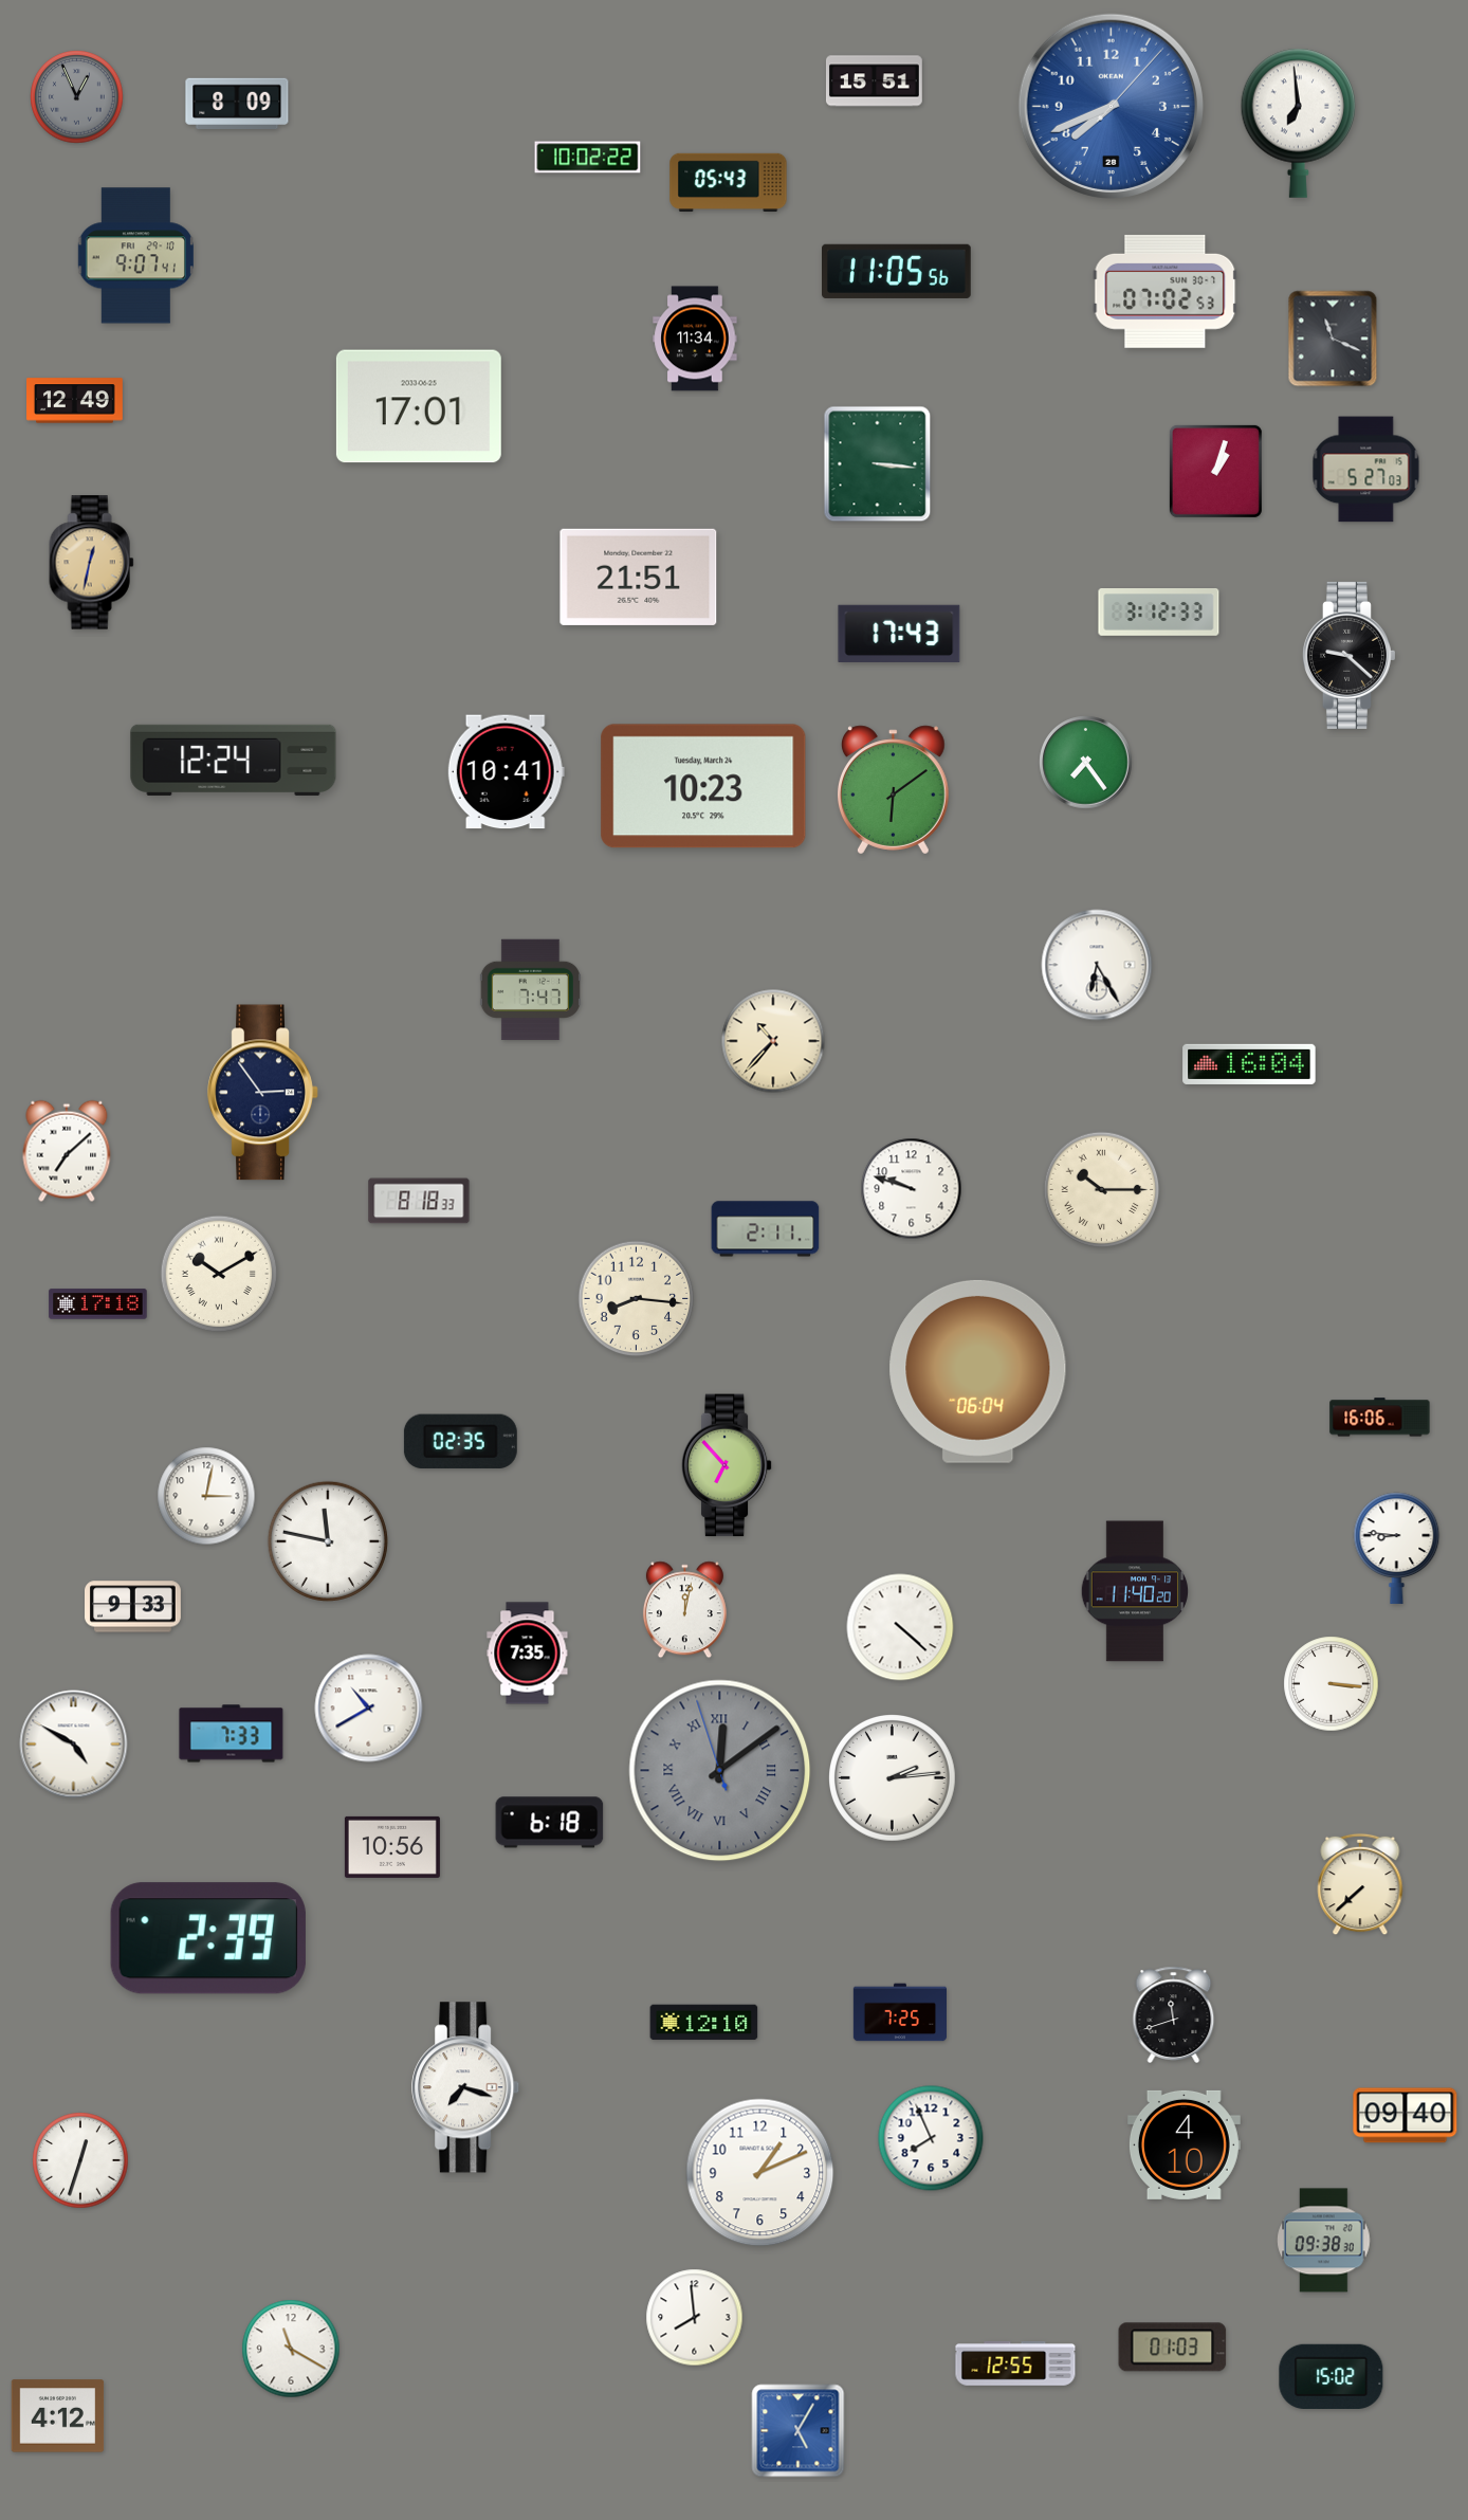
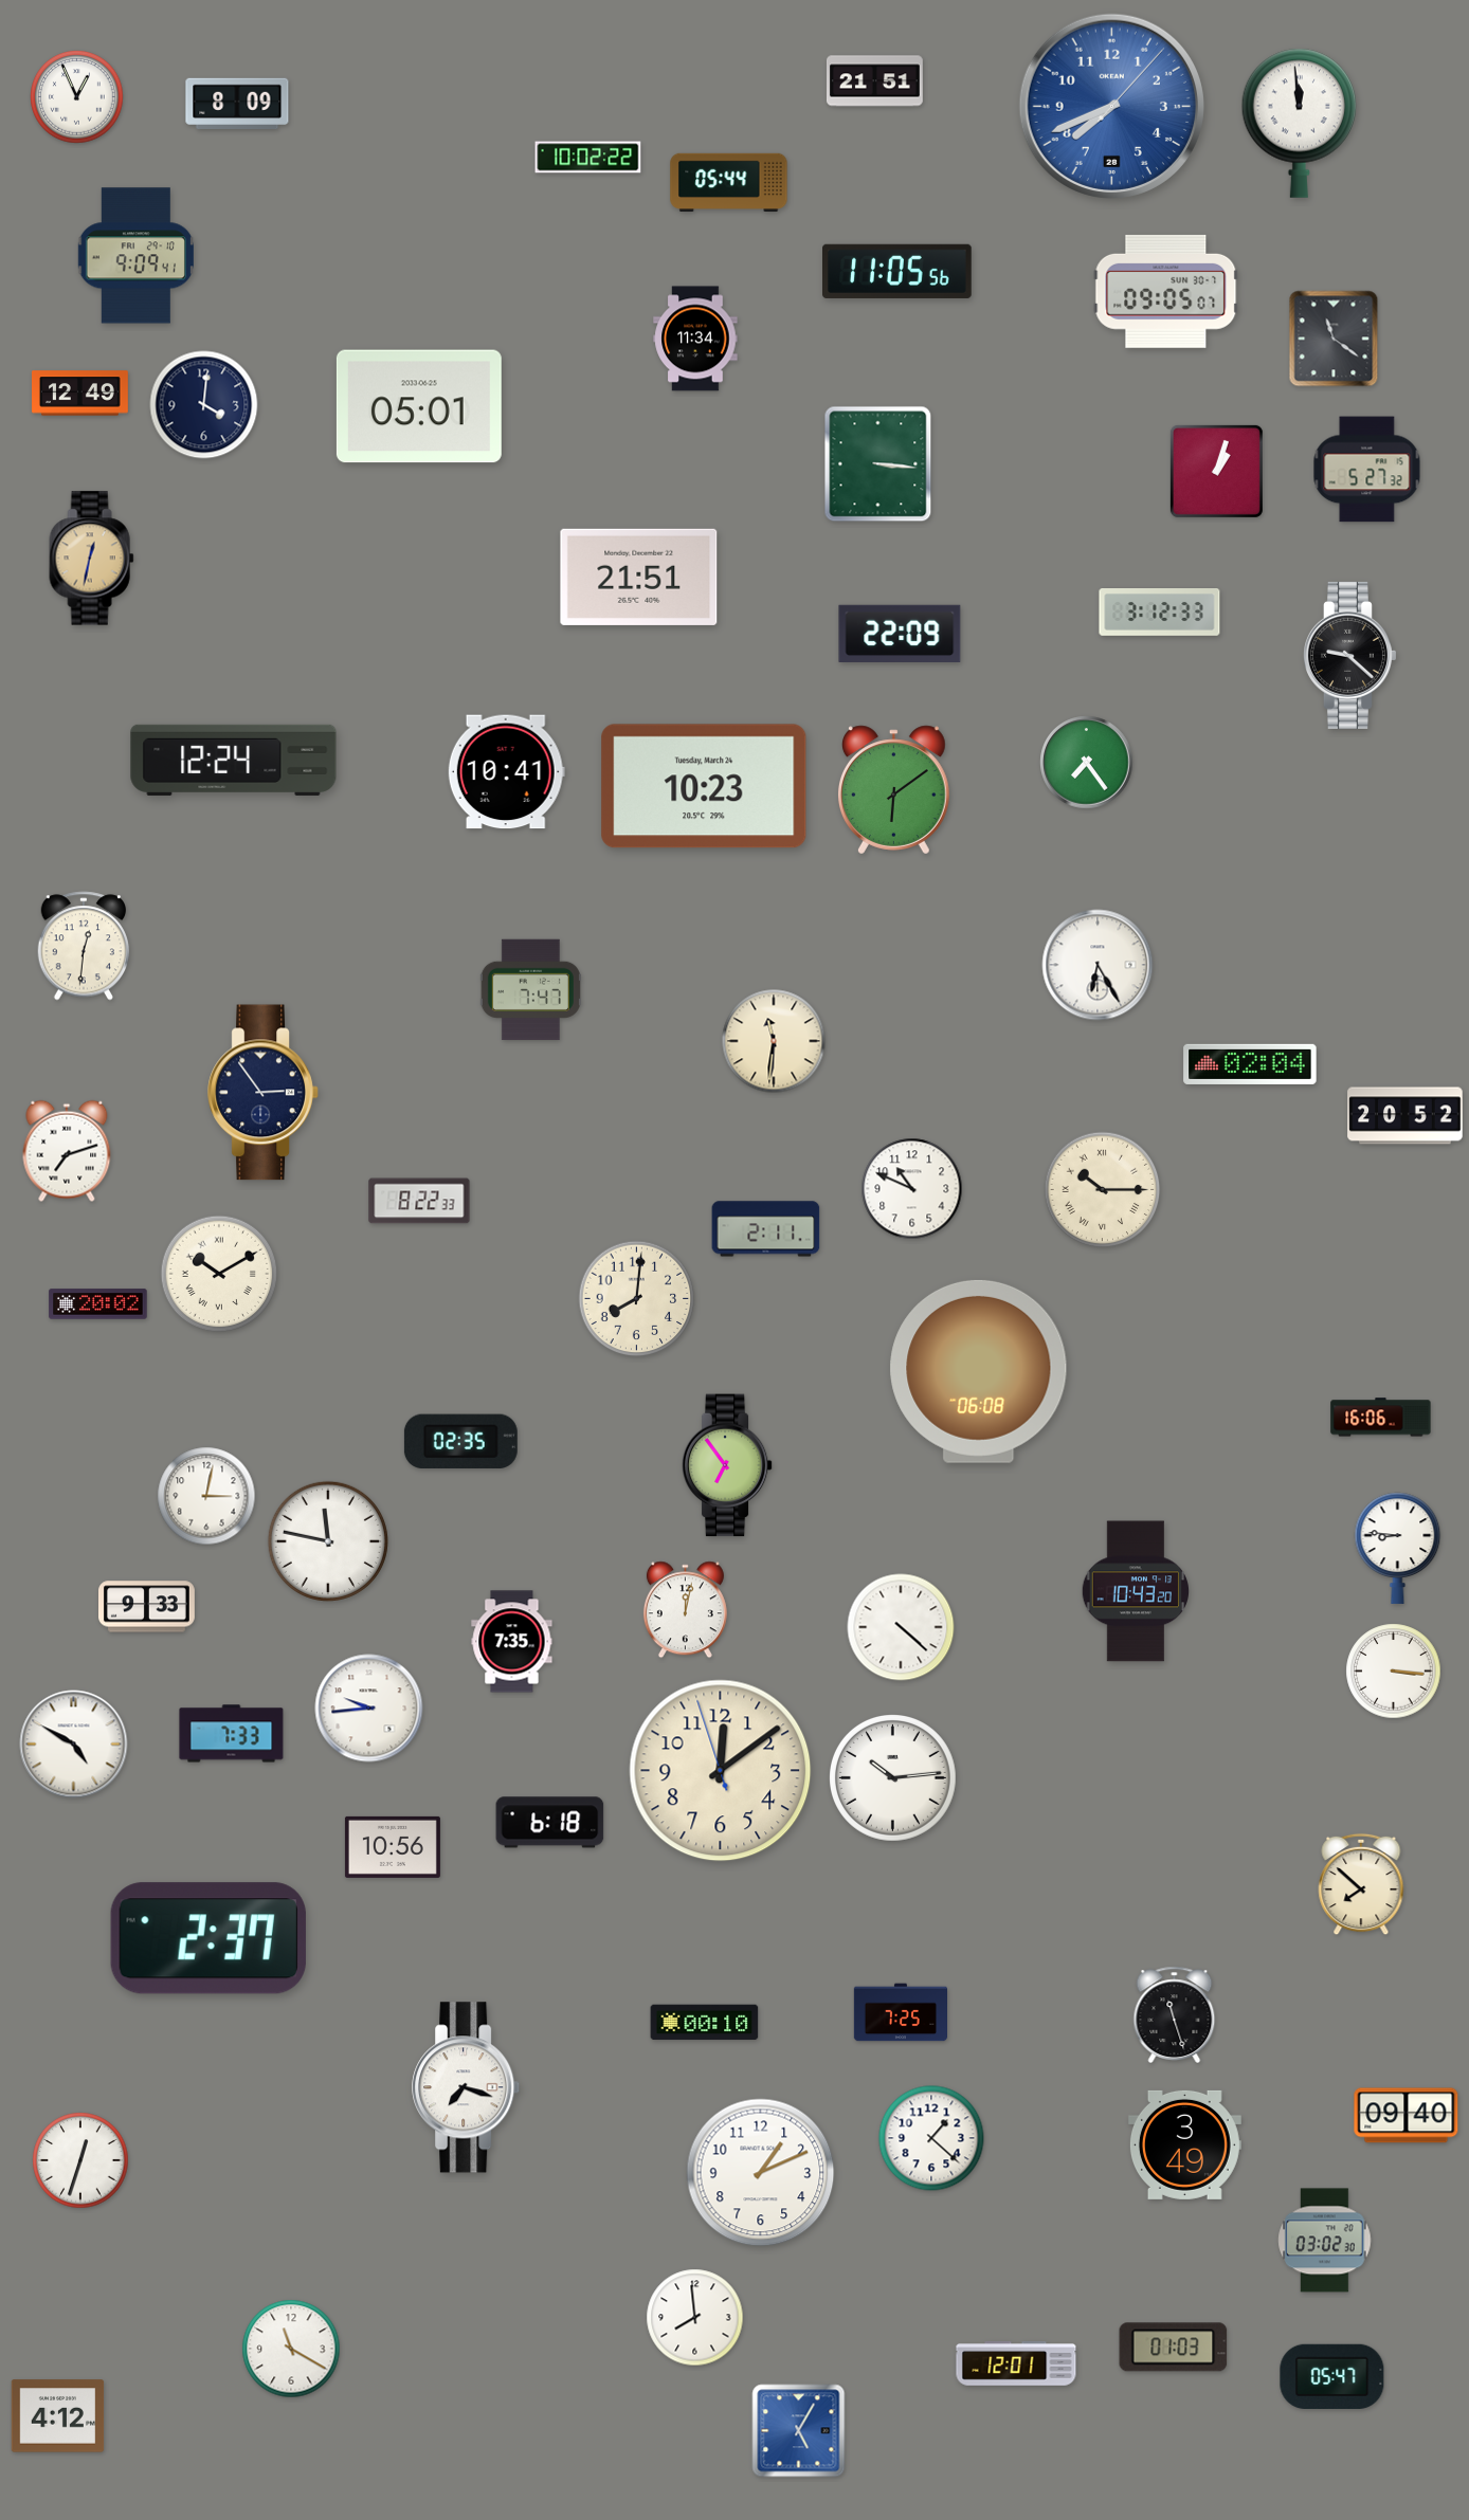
clock at (874, 81): 15:51 -> 21:51
clock at (77, 97) dial: grey -> white
clock at (1299, 123): 6:59 -> 11:59
clock at (729, 183): 05:43 -> 05:44
clock at (135, 256): 9:07 -> 9:09
clock at (1166, 291): 07:02 -> 09:05
clock at (1333, 339): 11:19 -> 11:21
clock at (75, 401) position: (75, 401) -> (80, 394)
clock at (204, 405): none -> 4:01
clock at (419, 406): 17:01 -> 05:01
clock at (1366, 470): 5:27:03 -> 5:27:32
clock at (92, 563) position: (92, 563) -> (92, 559)
clock at (899, 633): 17:43 -> 22:09
clock at (84, 946): none -> 12:31
clock at (773, 1041): 10:37 -> 11:31
clock at (1249, 1064): 16:04 -> 02:04
clock at (1405, 1116): none -> 20:52
clock at (67, 1151): 7:08 -> 7:12
clock at (912, 1189): 9:48 -> 10:49
clock at (419, 1201): 8:18 -> 8:22
clock at (637, 1299): 8:16 -> 8:01
clock at (98, 1304): 17:18 -> 20:02
clock at (978, 1371): 06:04 -> 06:08
clock at (727, 1465): 6:53 -> 6:54
clock at (1134, 1591): 11:40 -> 10:43
clock at (133, 1607) position: (133, 1607) -> (147, 1607)
clock at (528, 1654) position: (528, 1654) -> (512, 1642)
clock at (1332, 1684) position: (1332, 1684) -> (1394, 1672)
clock at (369, 1709): 10:40 -> 9:44
clock at (720, 1771) dial: grey -> cream
clock at (720, 1771) numerals: Roman -> Arabic
clock at (893, 1778): 2:14 -> 10:14
clock at (1360, 1884): 7:38 -> 7:52
clock at (208, 1938): 2:39 -> 2:37
clock at (1174, 2014): 11:42 -> 11:27
clock at (704, 2023): 12:10 -> 00:10
clock at (931, 2138): 7:56 -> 1:22
clock at (1183, 2144): 4:10 -> 3:49
clock at (1324, 2241): 09:38 -> 03:02
clock at (1015, 2363): 12:55 -> 12:01
clock at (1332, 2376): 15:02 -> 05:47
